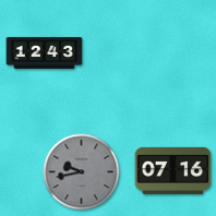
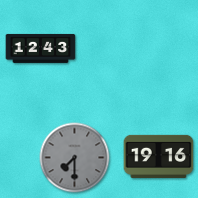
clock at (173, 170): 07:16 -> 19:16
clock at (82, 172): 9:43 -> 7:30
